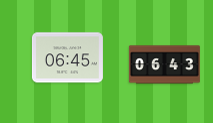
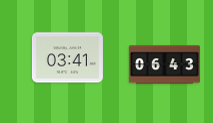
clock at (67, 58): 06:45 -> 03:41
